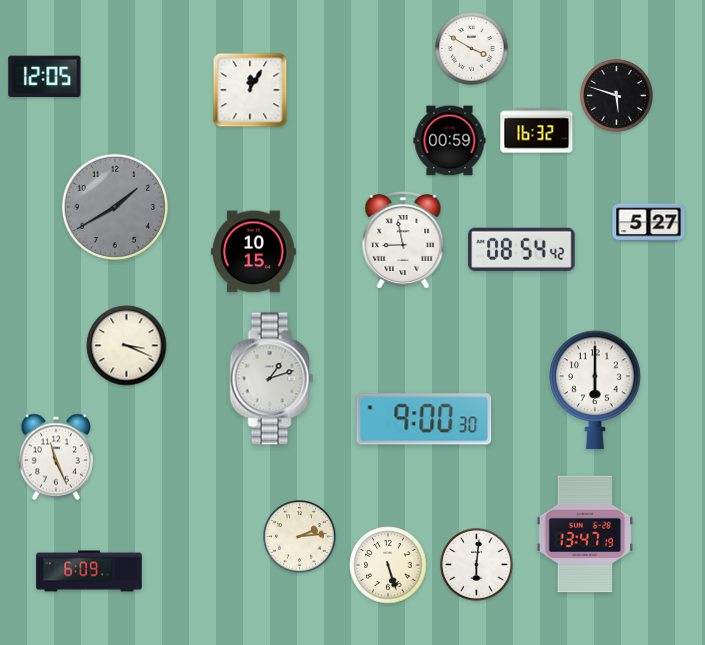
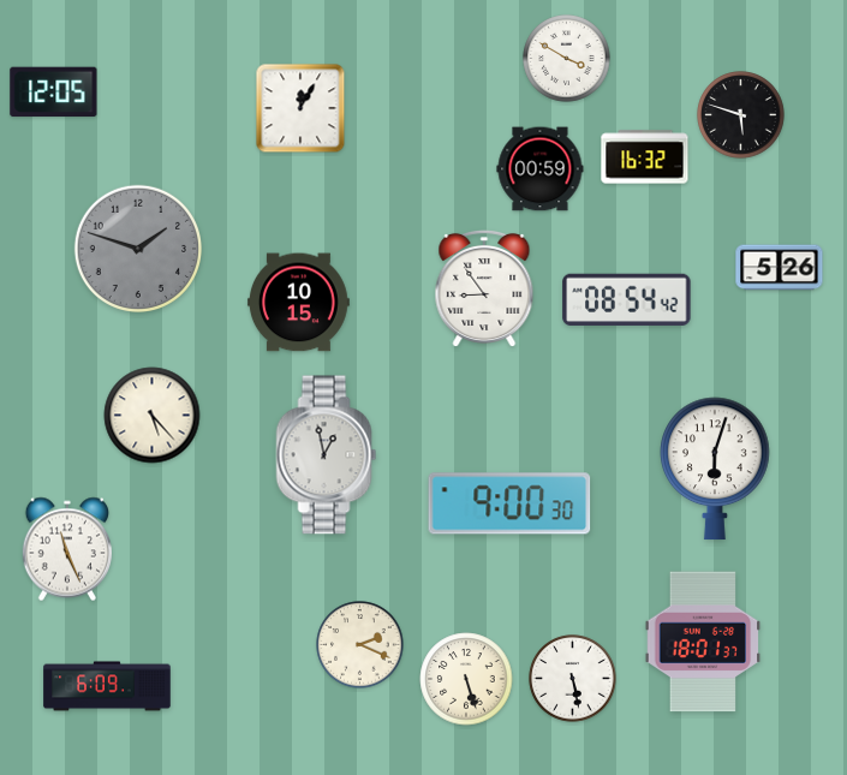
clock at (114, 206): 1:40 -> 1:48
clock at (649, 223): 5:27 -> 5:26
clock at (403, 239): 8:58 -> 8:54
clock at (253, 252) position: (253, 252) -> (298, 303)
clock at (127, 346): 3:19 -> 5:23
clock at (272, 379): 1:12 -> 12:58
clock at (596, 390): 6:00 -> 6:03
clock at (585, 534): 13:47 -> 18:01
clock at (300, 537): 2:14 -> 2:19
clock at (477, 565): 6:01 -> 5:28
